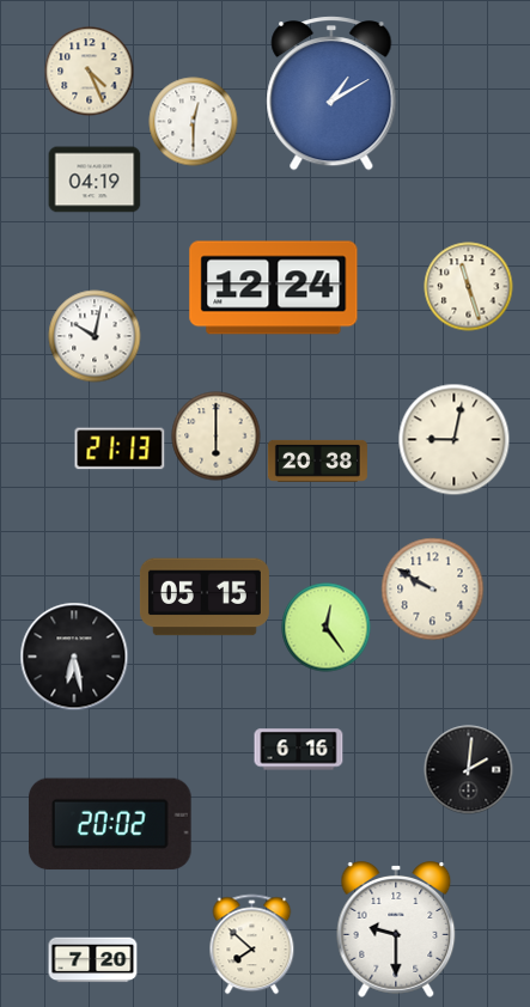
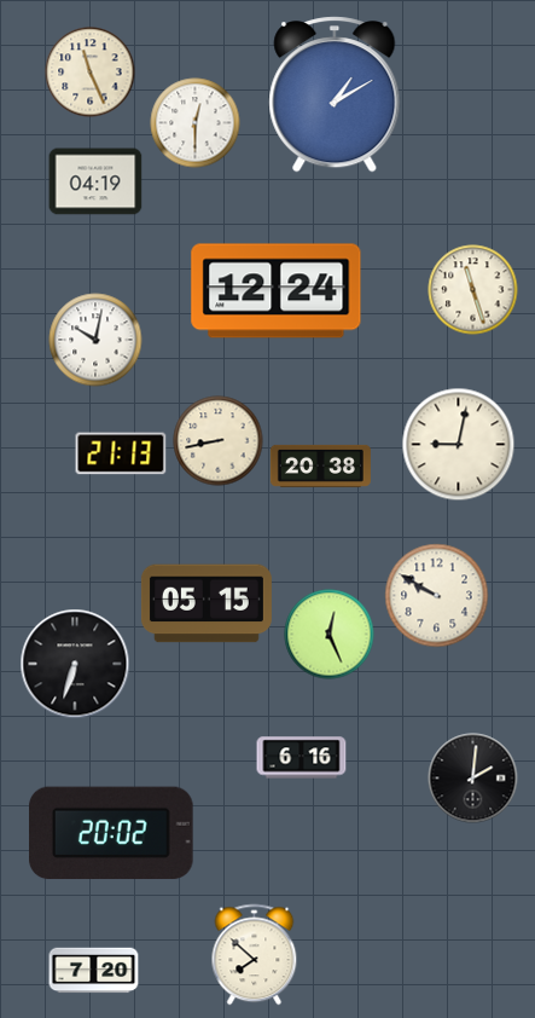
clock at (90, 72): 4:26 -> 11:26
clock at (217, 437): 6:00 -> 8:43
clock at (327, 628): 12:24 -> 12:26
clock at (74, 657): 6:28 -> 6:33
clock at (396, 930): 9:30 -> none
